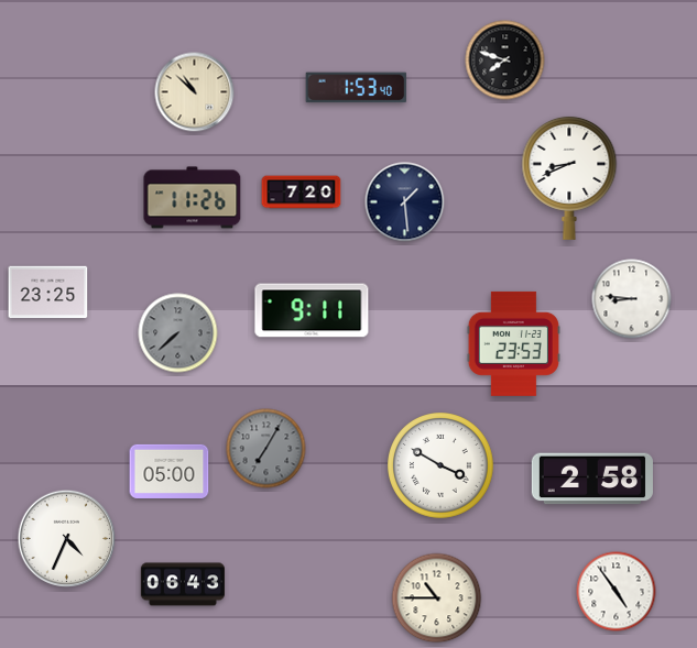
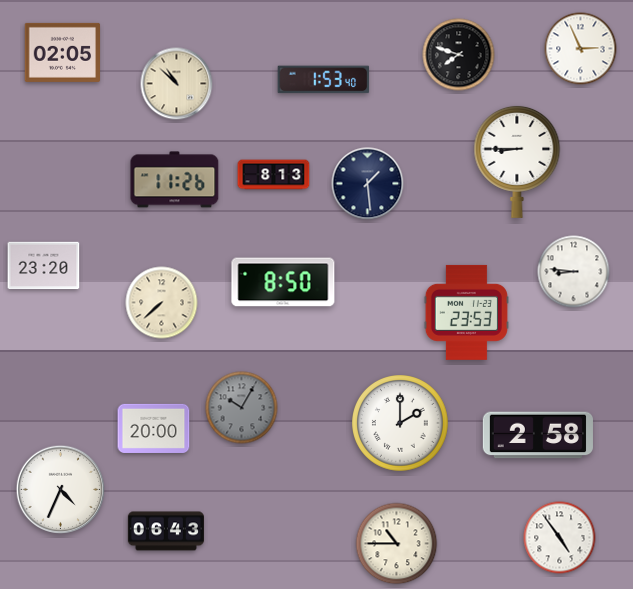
clock at (581, 49): none -> 2:56
clock at (63, 52): none -> 02:05
clock at (569, 177): 8:41 -> 8:45
clock at (302, 193): 7:20 -> 8:13
clock at (48, 293): 23:25 -> 23:20
clock at (312, 310): 9:11 -> 8:50
clock at (178, 333) dial: grey -> cream
clock at (266, 449): 7:05 -> 10:05
clock at (442, 466): 3:50 -> 2:00
clock at (170, 471): 05:00 -> 20:00
